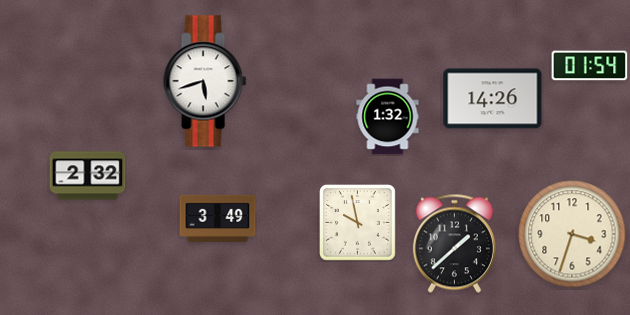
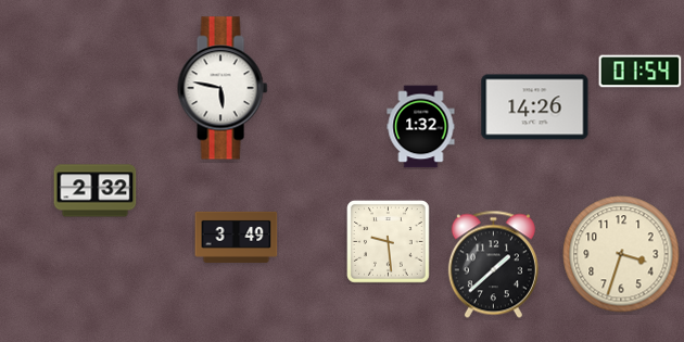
clock at (205, 81): 5:42 -> 5:47
clock at (358, 223): 9:58 -> 9:29
